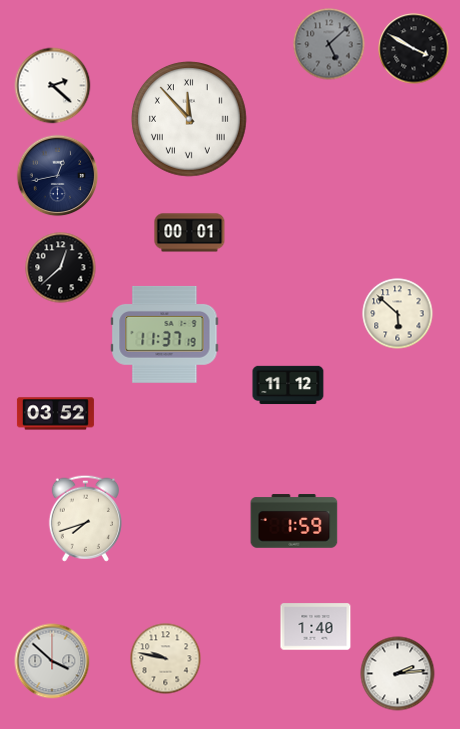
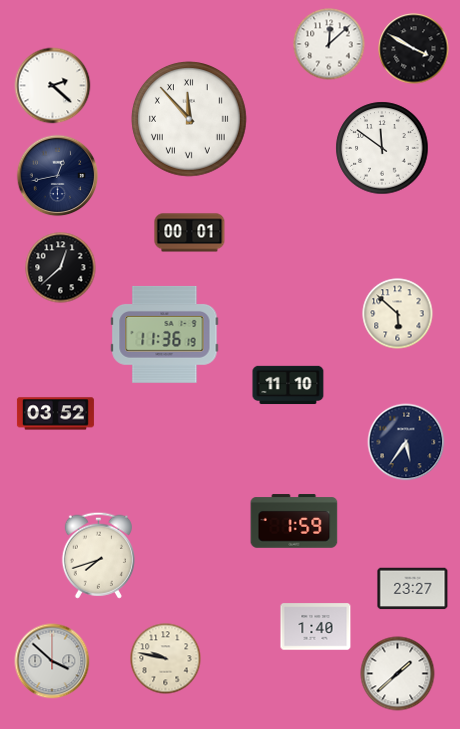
clock at (329, 44): 5:08 -> 12:08
clock at (329, 44) dial: grey -> white
clock at (382, 148): none -> 11:51
clock at (165, 334): 11:37 -> 11:36
clock at (288, 385): 11:12 -> 11:10
clock at (406, 442): none -> 5:36
clock at (85, 518) position: (85, 518) -> (98, 555)
clock at (413, 589): none -> 23:27
clock at (398, 674): 2:14 -> 1:38
